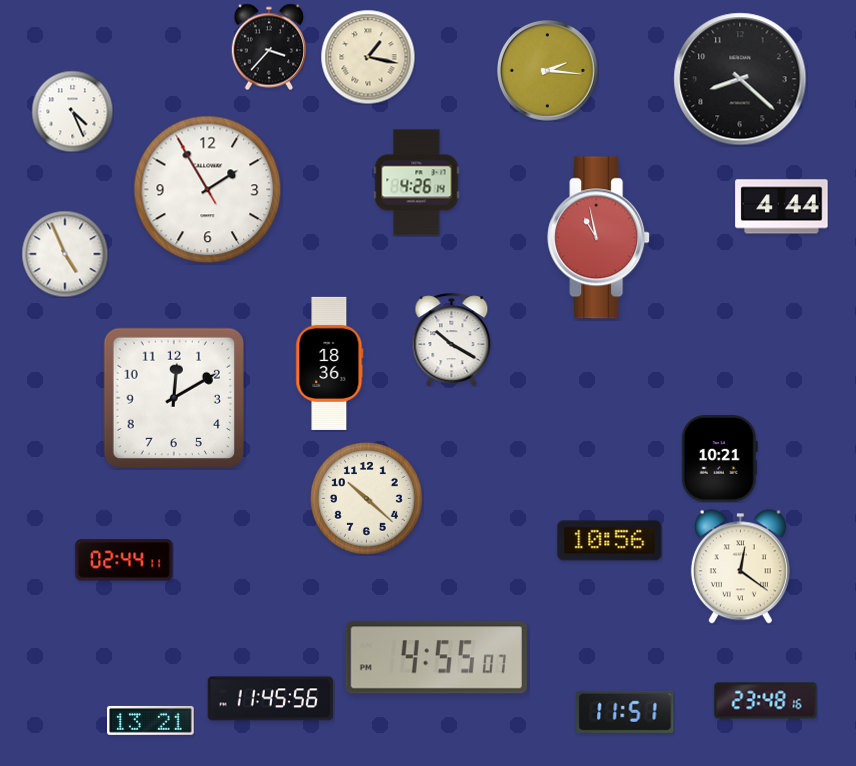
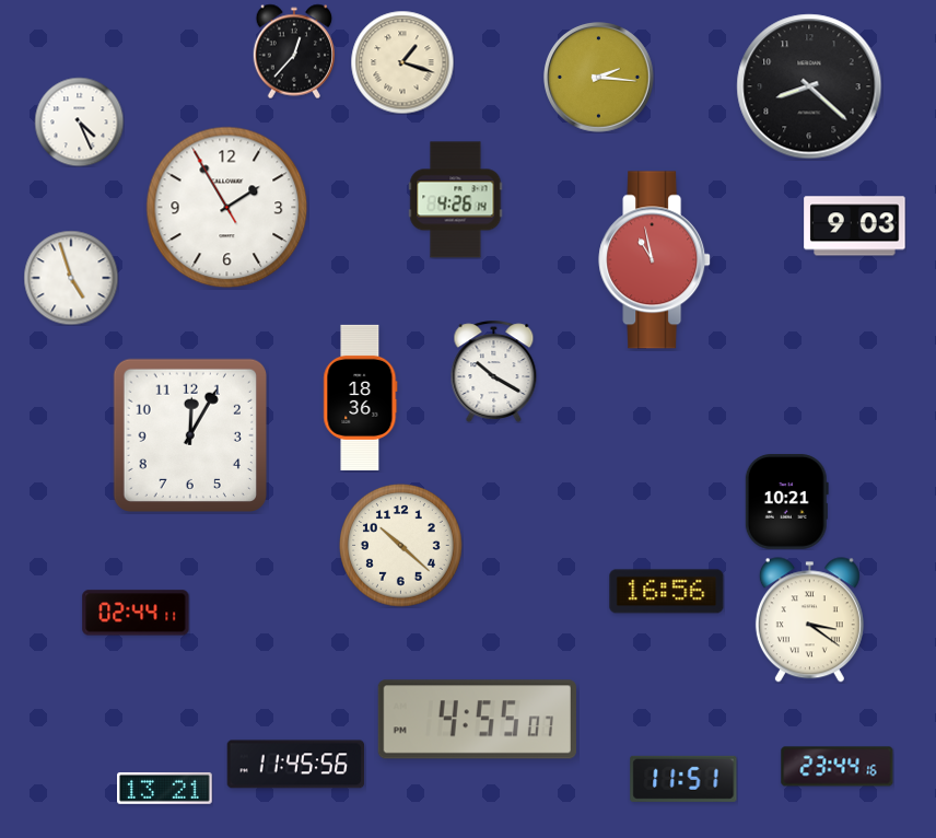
clock at (268, 47): 3:37 -> 12:37
clock at (368, 57): 1:17 -> 1:18
clock at (782, 207): 4:44 -> 9:03
clock at (65, 254): 4:56 -> 4:57
clock at (173, 397): 12:10 -> 12:05
clock at (610, 541): 10:56 -> 16:56
clock at (740, 567): 12:21 -> 3:21
clock at (766, 701): 23:48 -> 23:44
